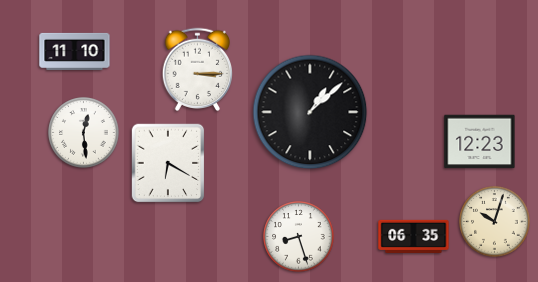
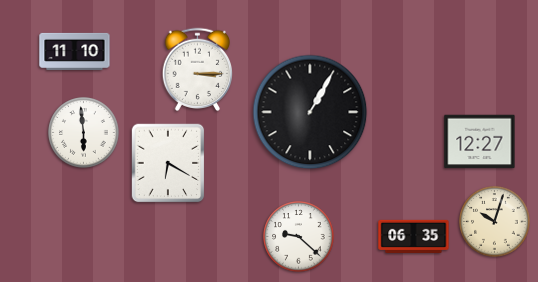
clock at (310, 112): 1:08 -> 1:05
clock at (84, 133): 12:29 -> 5:59
clock at (480, 142): 12:23 -> 12:27
clock at (299, 237): 8:27 -> 9:22
